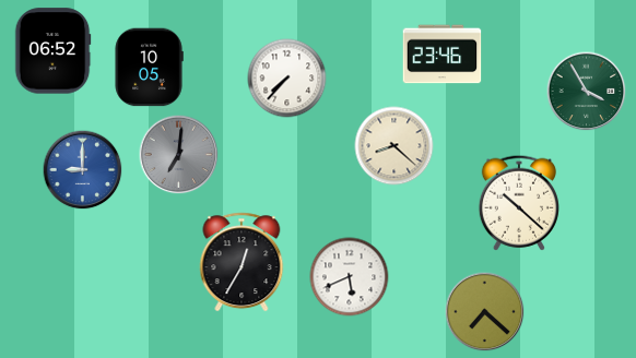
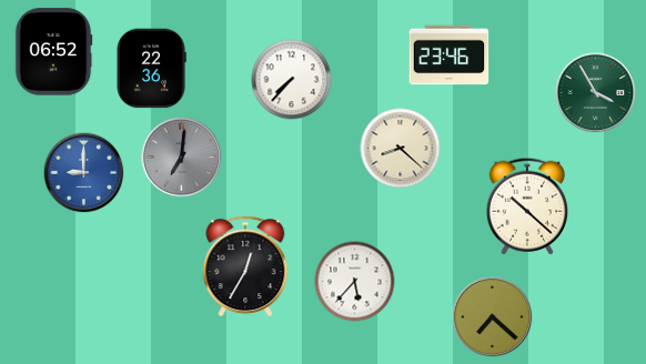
clock at (149, 68): 10:05 -> 22:36
clock at (350, 277): 5:41 -> 5:37
